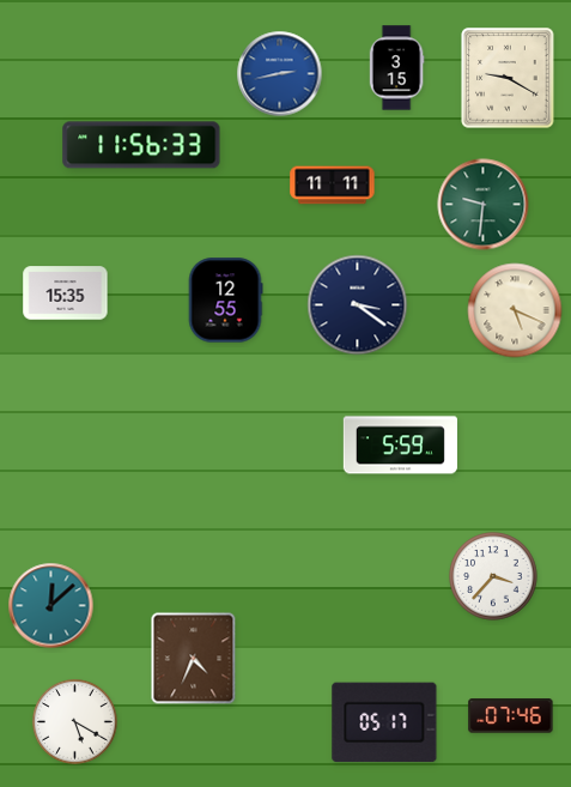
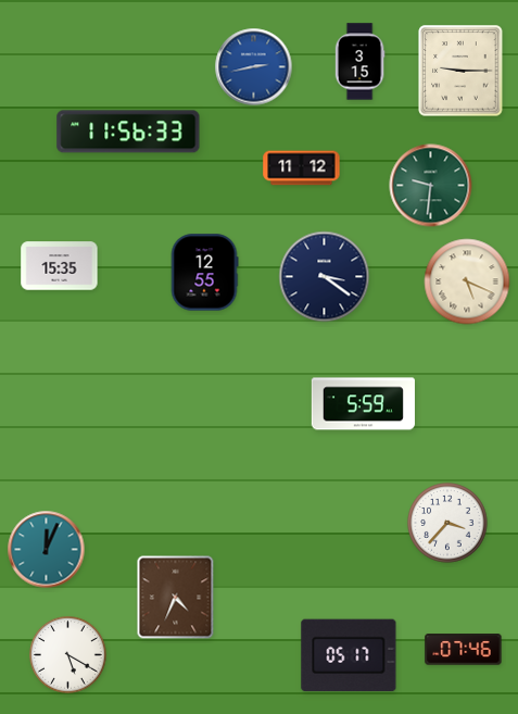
clock at (508, 78): 9:20 -> 9:15
clock at (333, 186): 11:11 -> 11:12
clock at (484, 205) position: (484, 205) -> (431, 186)
clock at (51, 606): 12:08 -> 12:04
